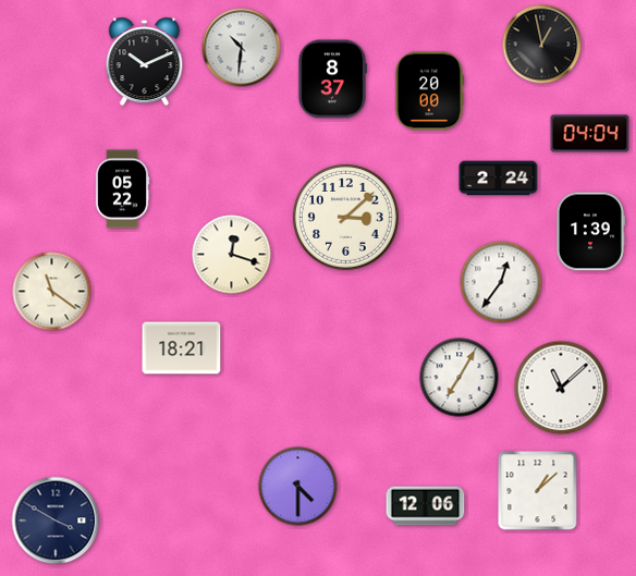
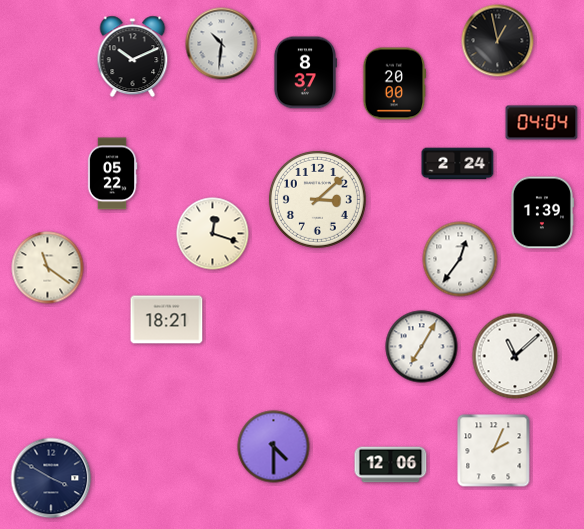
clock at (538, 491): 1:08 -> 2:04
